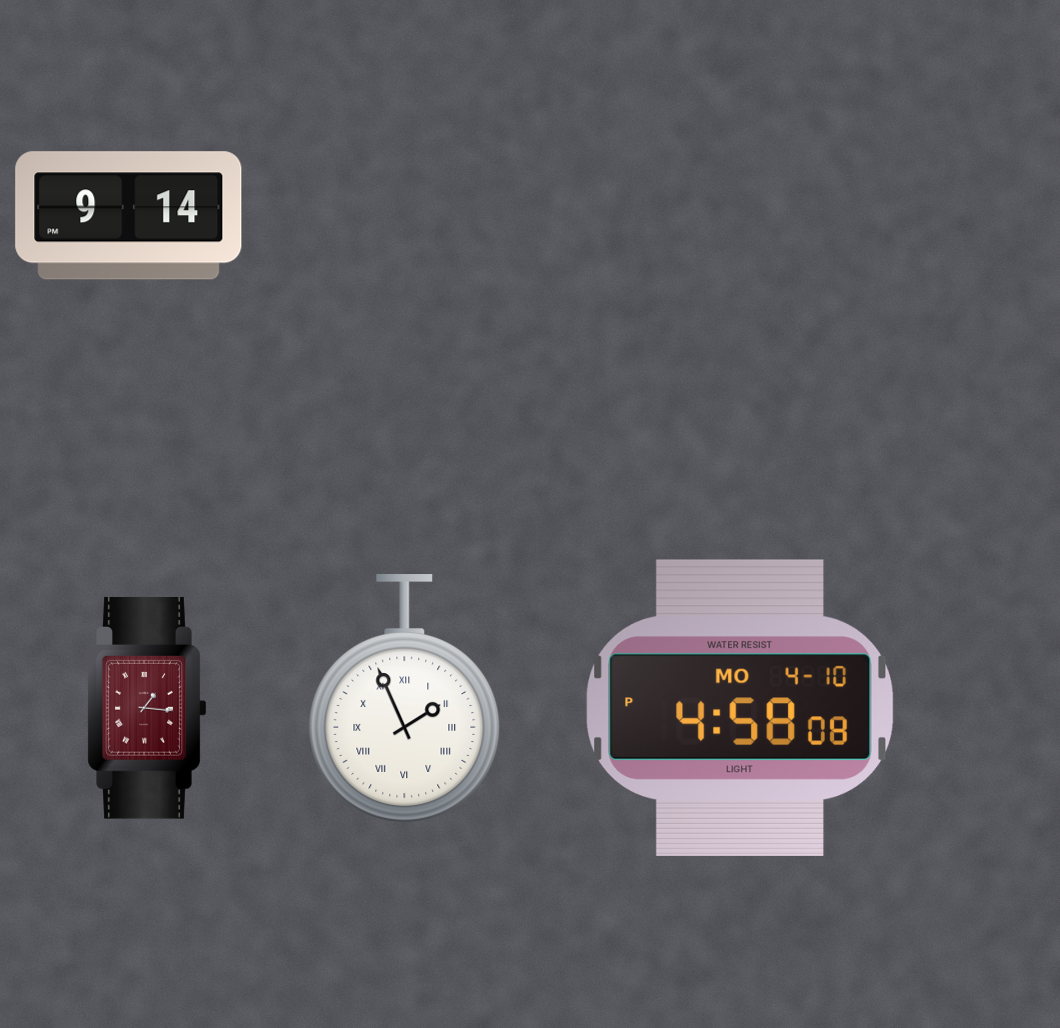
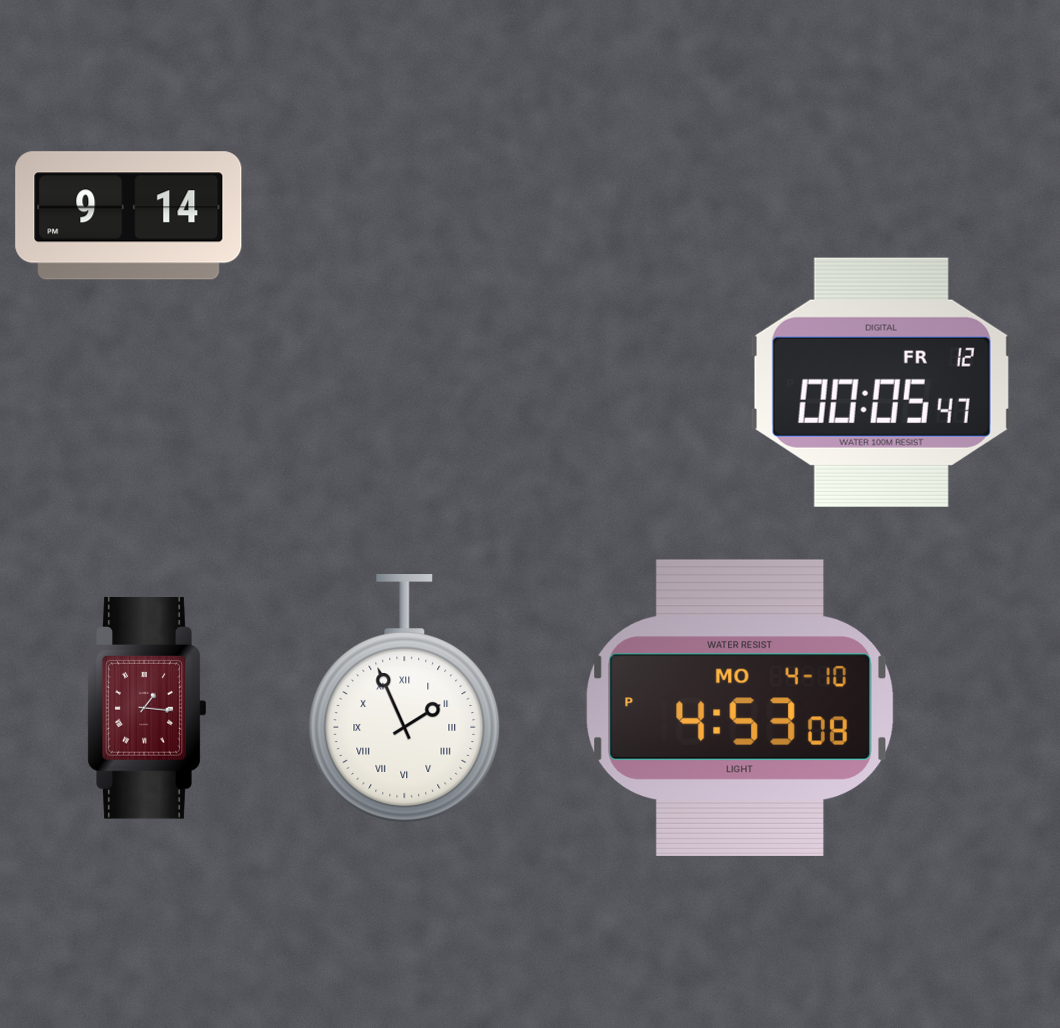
clock at (881, 382): none -> 00:05
clock at (740, 708): 4:58 -> 4:53
